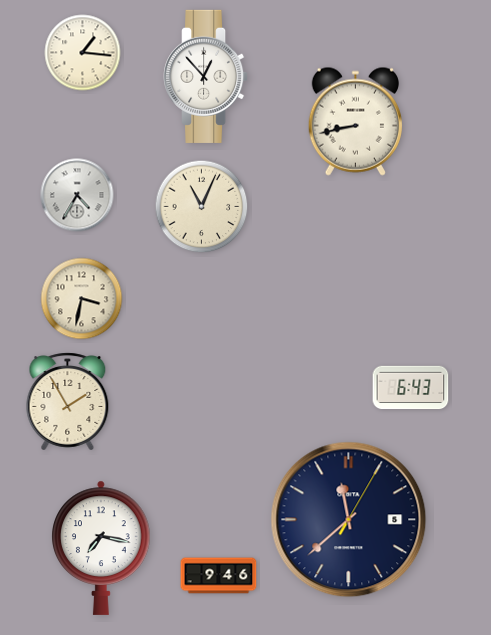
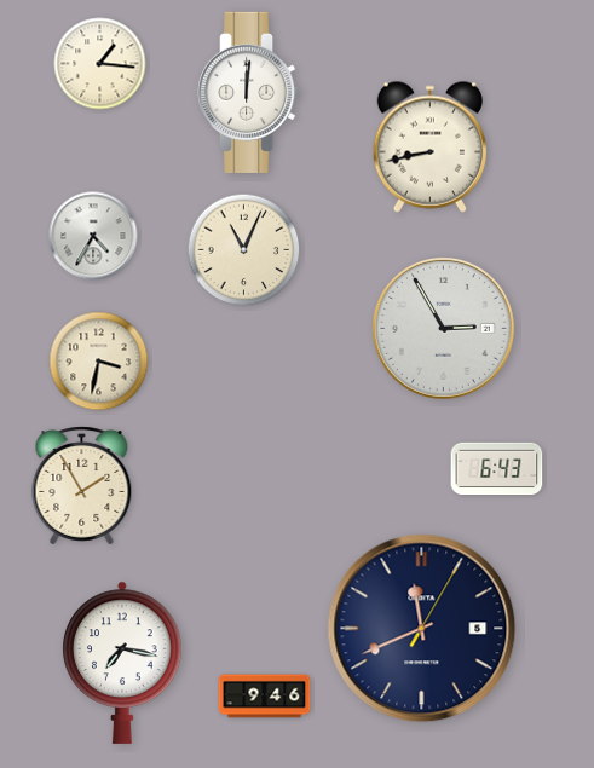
clock at (206, 76): 12:53 -> 12:01
clock at (443, 328): none -> 2:55
clock at (349, 520): 11:38 -> 11:41
